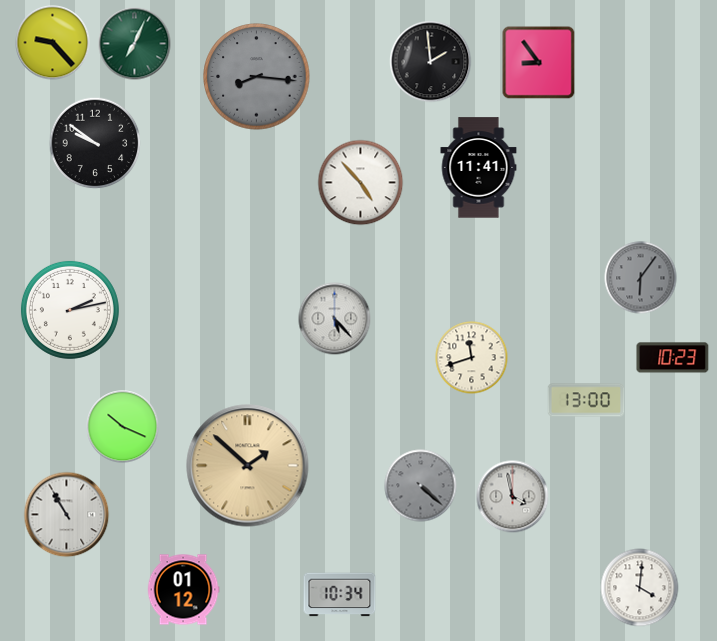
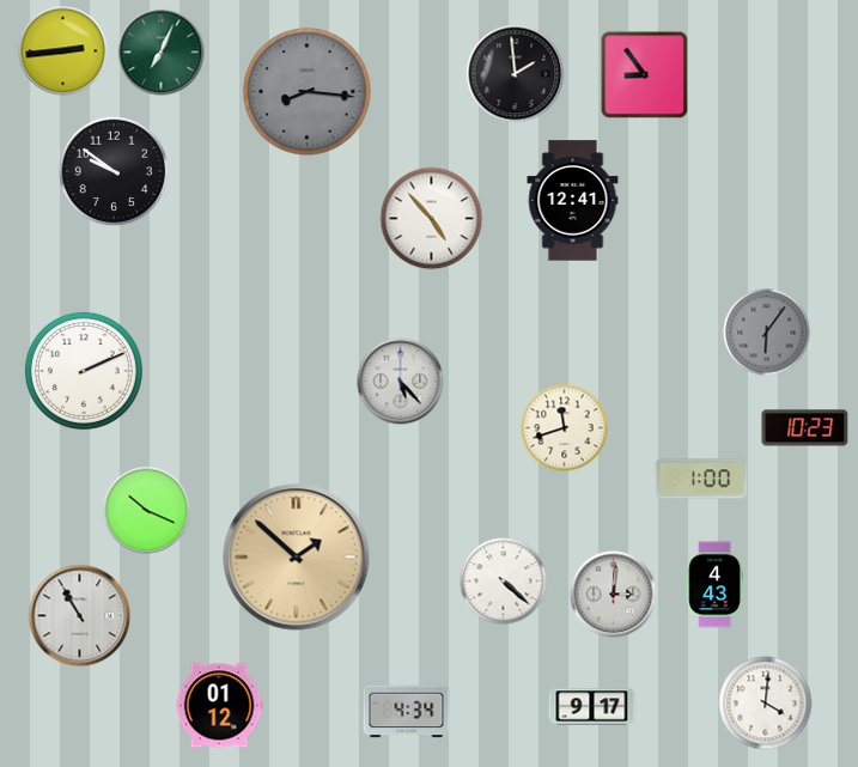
clock at (53, 43): 9:23 -> 2:44
clock at (479, 168): 11:41 -> 12:41
clock at (70, 310): 2:13 -> 2:11
clock at (586, 400): 13:00 -> 1:00
clock at (421, 486) dial: grey -> white
clock at (714, 585): none -> 4:43
clock at (513, 497): 3:58 -> 3:01
clock at (592, 707): none -> 9:17
clock at (340, 595): 10:34 -> 4:34
